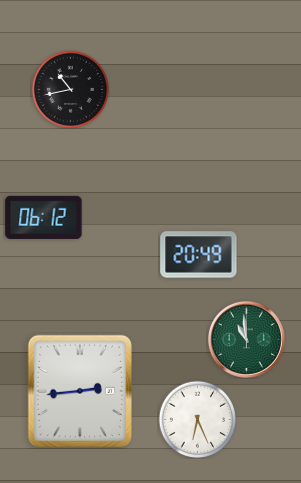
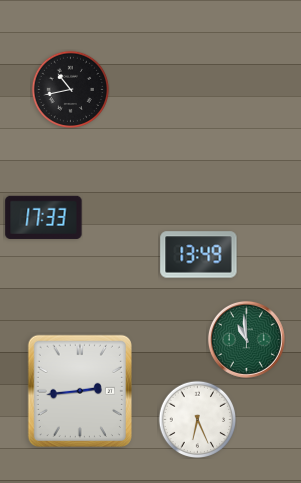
clock at (44, 217): 06:12 -> 17:33
clock at (199, 255): 20:49 -> 13:49
